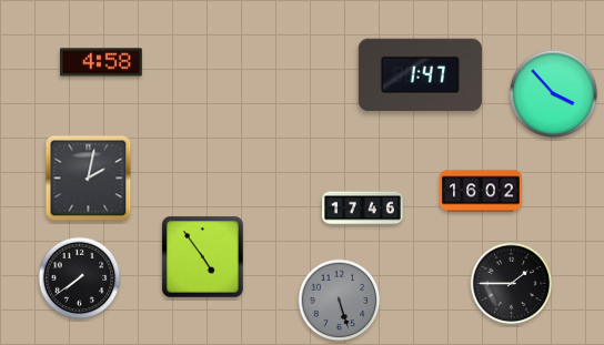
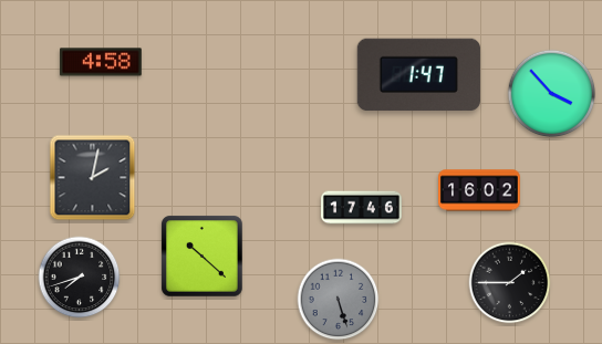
clock at (89, 179) position: (89, 179) -> (93, 178)
clock at (203, 257): 4:54 -> 10:22
clock at (80, 278): 7:39 -> 7:42
